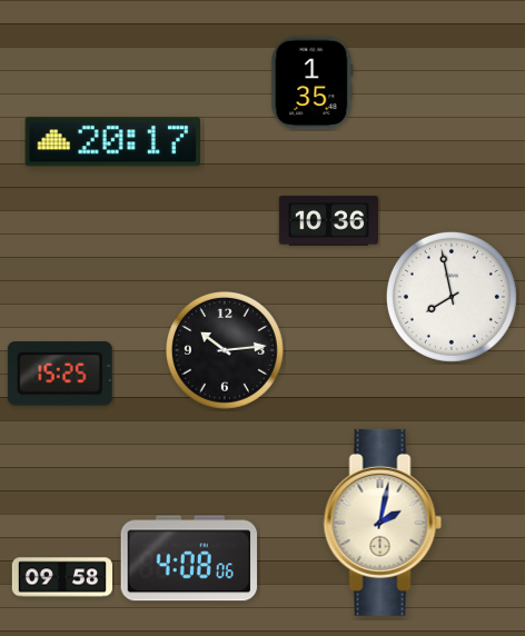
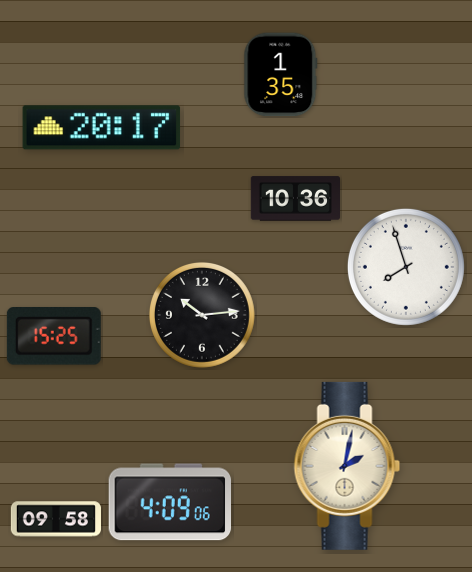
clock at (452, 297): 7:58 -> 7:57
clock at (383, 523) position: (383, 523) -> (347, 466)
clock at (189, 558): 4:08 -> 4:09
